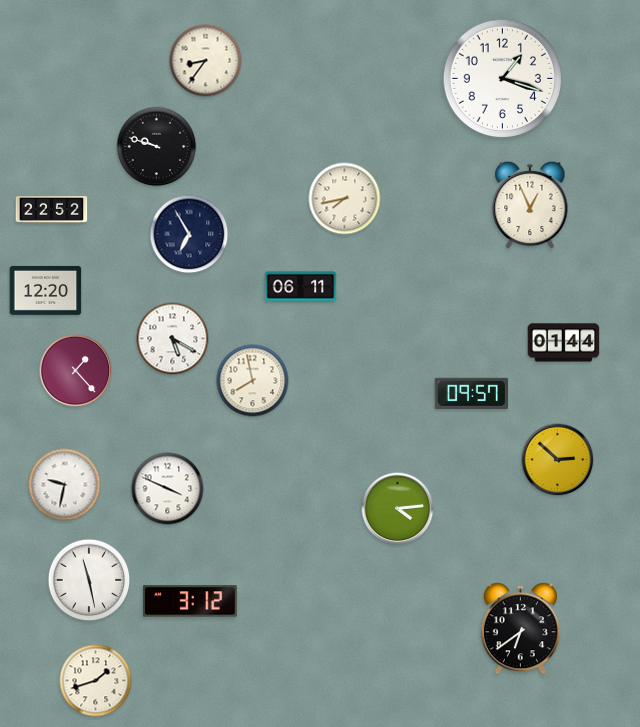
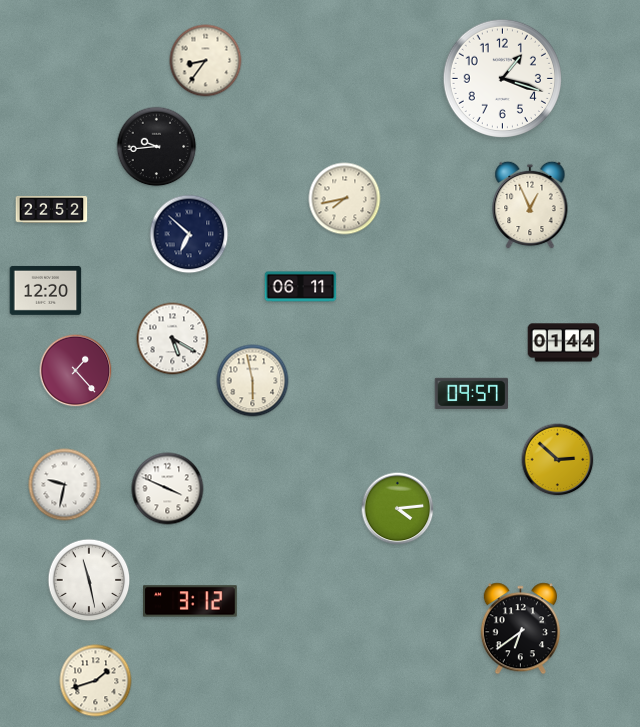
clock at (157, 147): 9:48 -> 9:44
clock at (189, 234): 6:55 -> 6:52
clock at (253, 381): 7:58 -> 5:58
